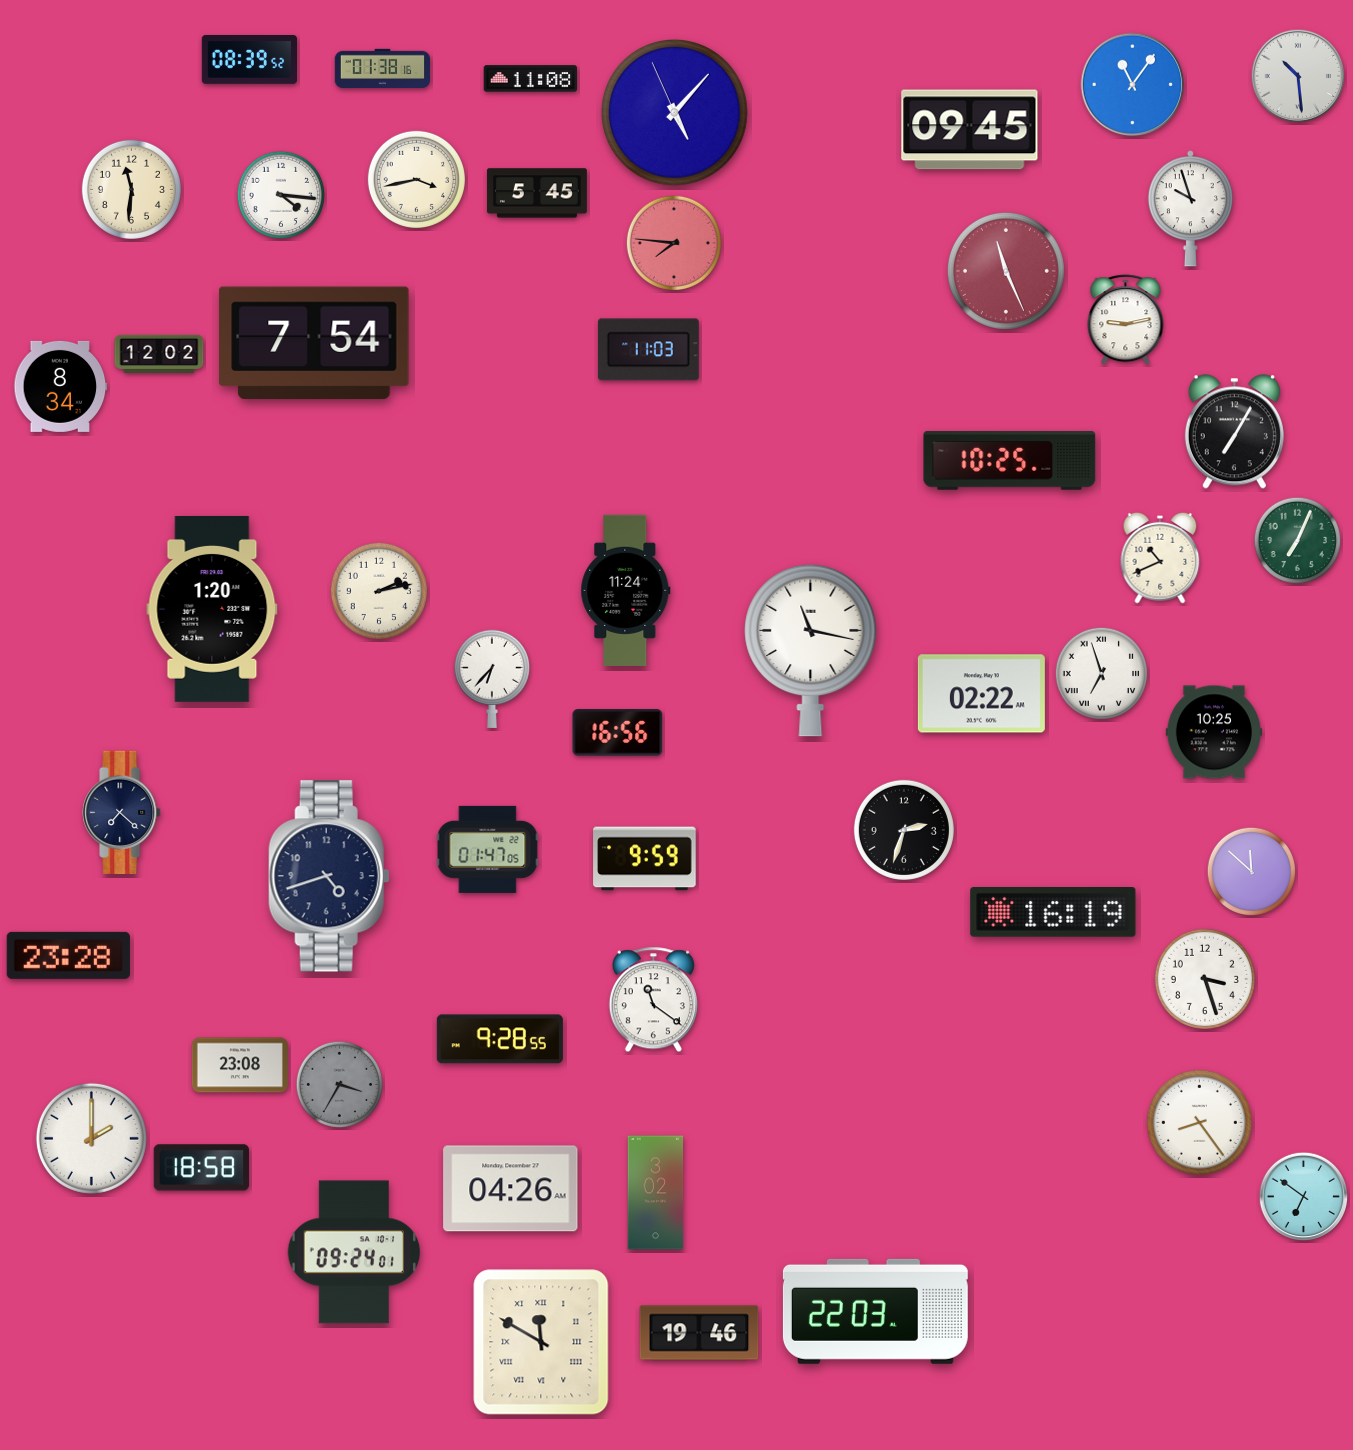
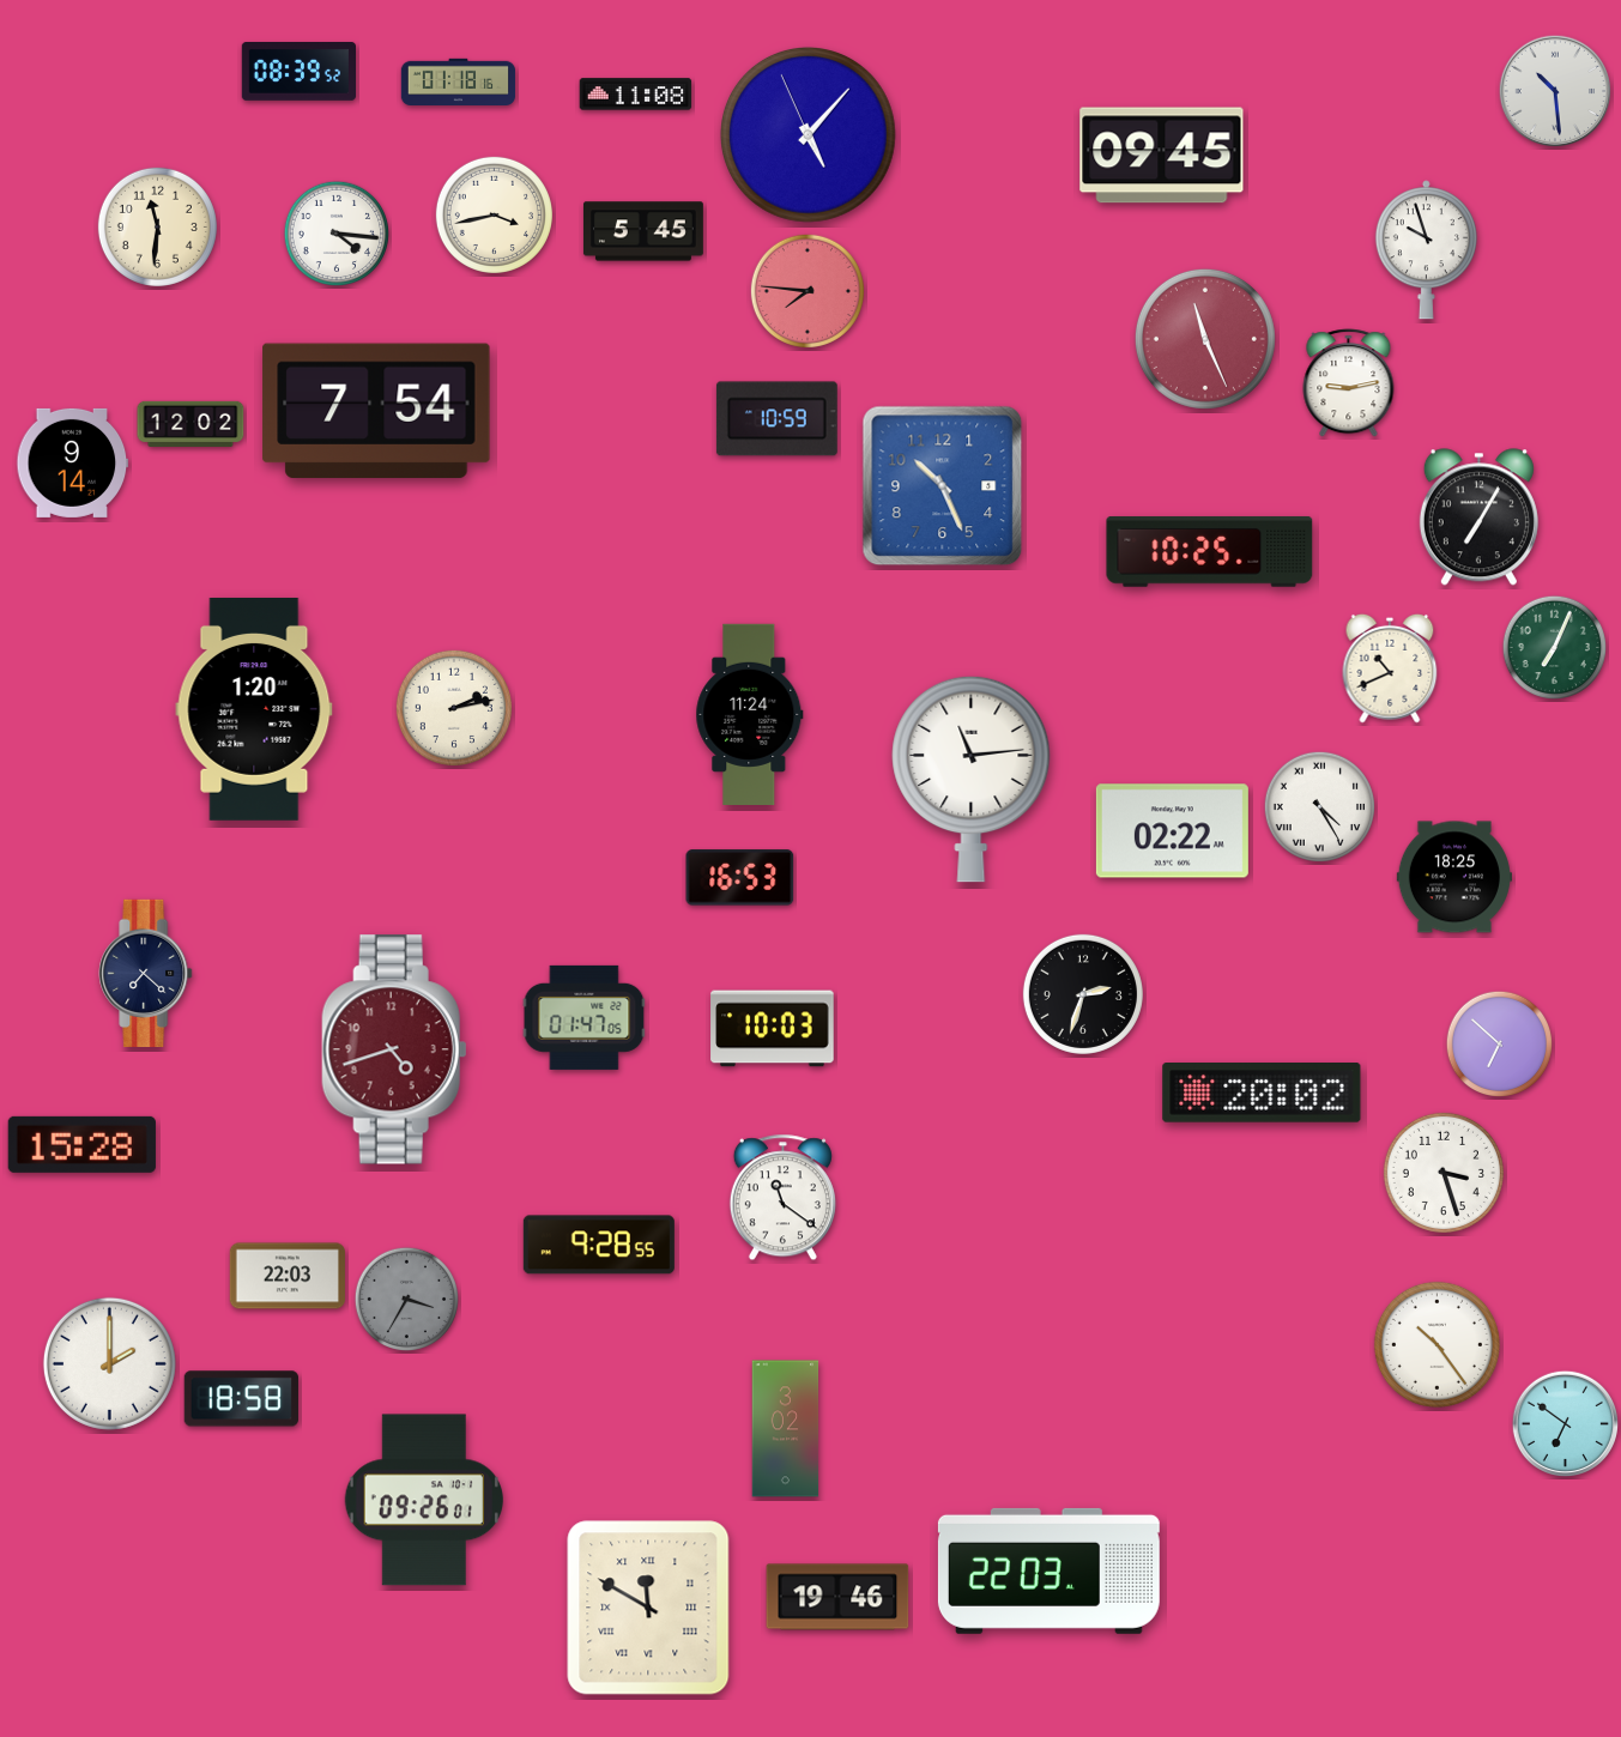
clock at (383, 68): 01:38 -> 01:18
clock at (1133, 85): 11:06 -> none
clock at (416, 179) position: (416, 179) -> (494, 214)
clock at (1006, 271) position: (1006, 271) -> (1205, 339)
clock at (648, 350): 11:03 -> 10:59
clock at (61, 386): 8:34 -> 9:14
clock at (943, 486): none -> 10:26
clock at (626, 590) position: (626, 590) -> (750, 714)
clock at (212, 609) position: (212, 609) -> (254, 709)
clock at (811, 650): 11:17 -> 11:14
clock at (1101, 673): 6:57 -> 4:25
clock at (492, 679): 6:37 -> none
clock at (981, 694) position: (981, 694) -> (1172, 831)
clock at (1214, 732): 10:25 -> 18:25
clock at (618, 733): 16:56 -> 16:53
clock at (645, 859): 9:59 -> 10:03
clock at (1251, 871): 11:52 -> 6:52
clock at (329, 876) dial: navy -> burgundy
clock at (1053, 912): 16:19 -> 20:02
clock at (68, 955): 23:28 -> 15:28
clock at (240, 1065): 23:08 -> 22:03
clock at (1199, 1122): 8:24 -> 10:24
clock at (511, 1189): 04:26 -> none
clock at (1303, 1196) position: (1303, 1196) -> (1565, 1423)
clock at (354, 1252): 09:24 -> 09:26
